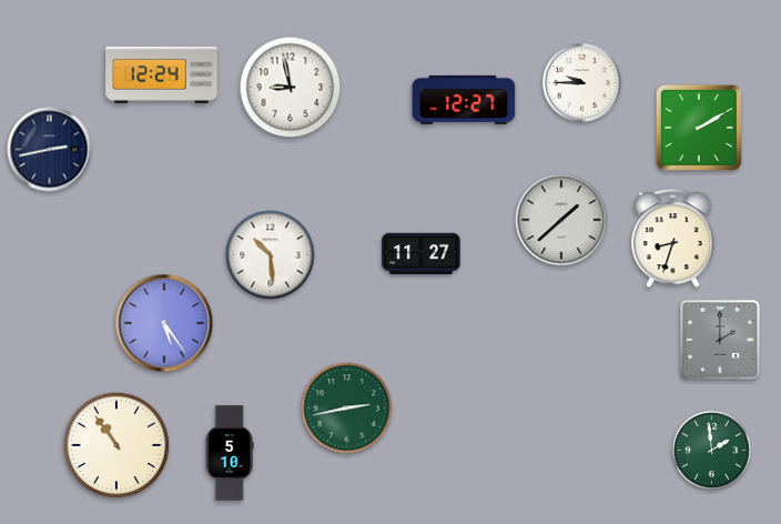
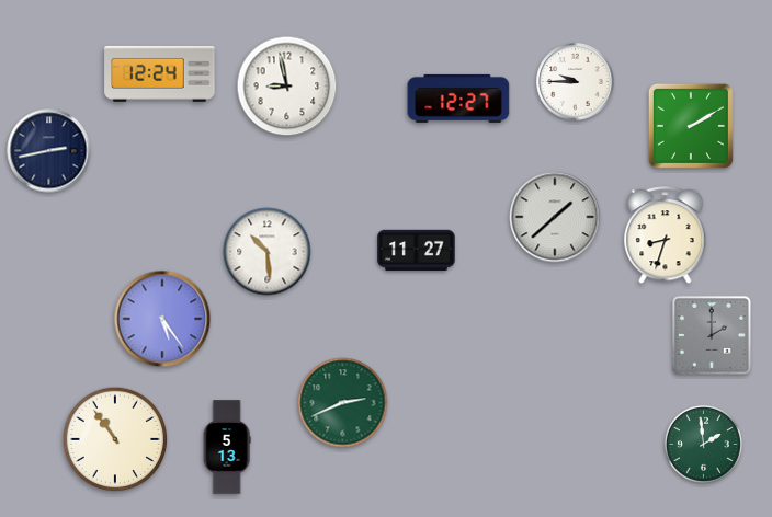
clock at (50, 150) position: (50, 150) -> (49, 151)
clock at (347, 409): 2:43 -> 2:41
clock at (230, 453): 5:10 -> 5:13
